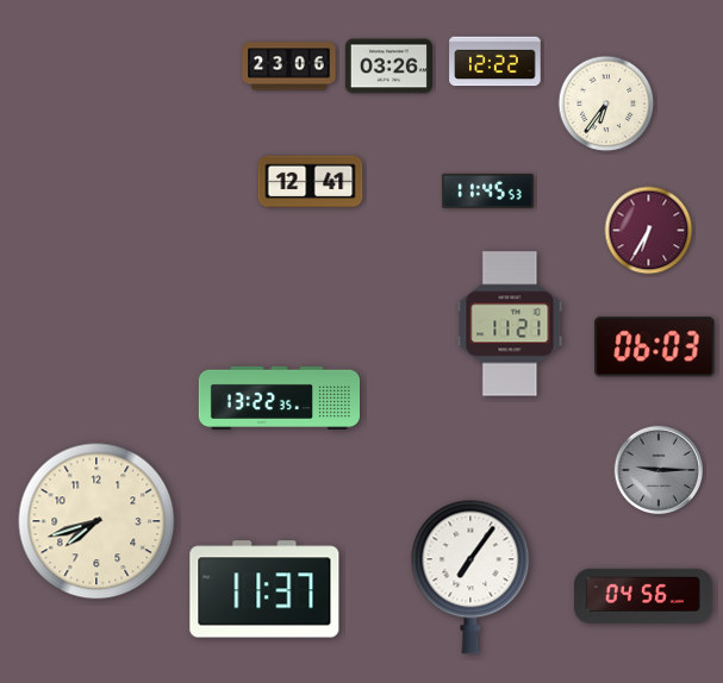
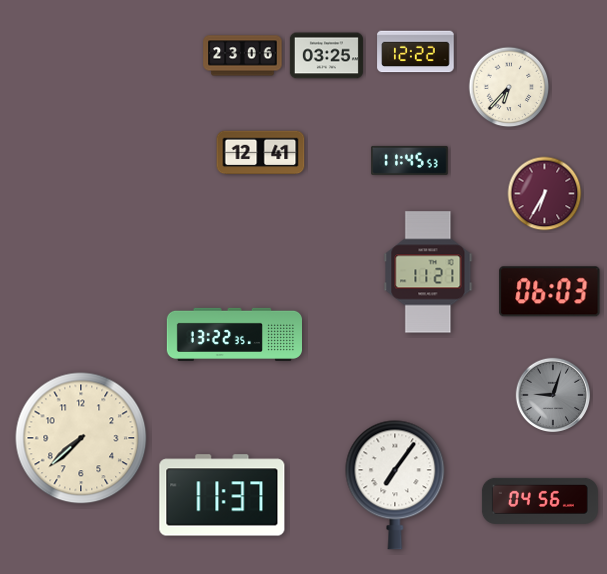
clock at (388, 67): 03:26 -> 03:25
clock at (606, 104): 6:36 -> 6:37
clock at (659, 470): 9:15 -> 9:03
clock at (96, 521): 7:42 -> 7:38
